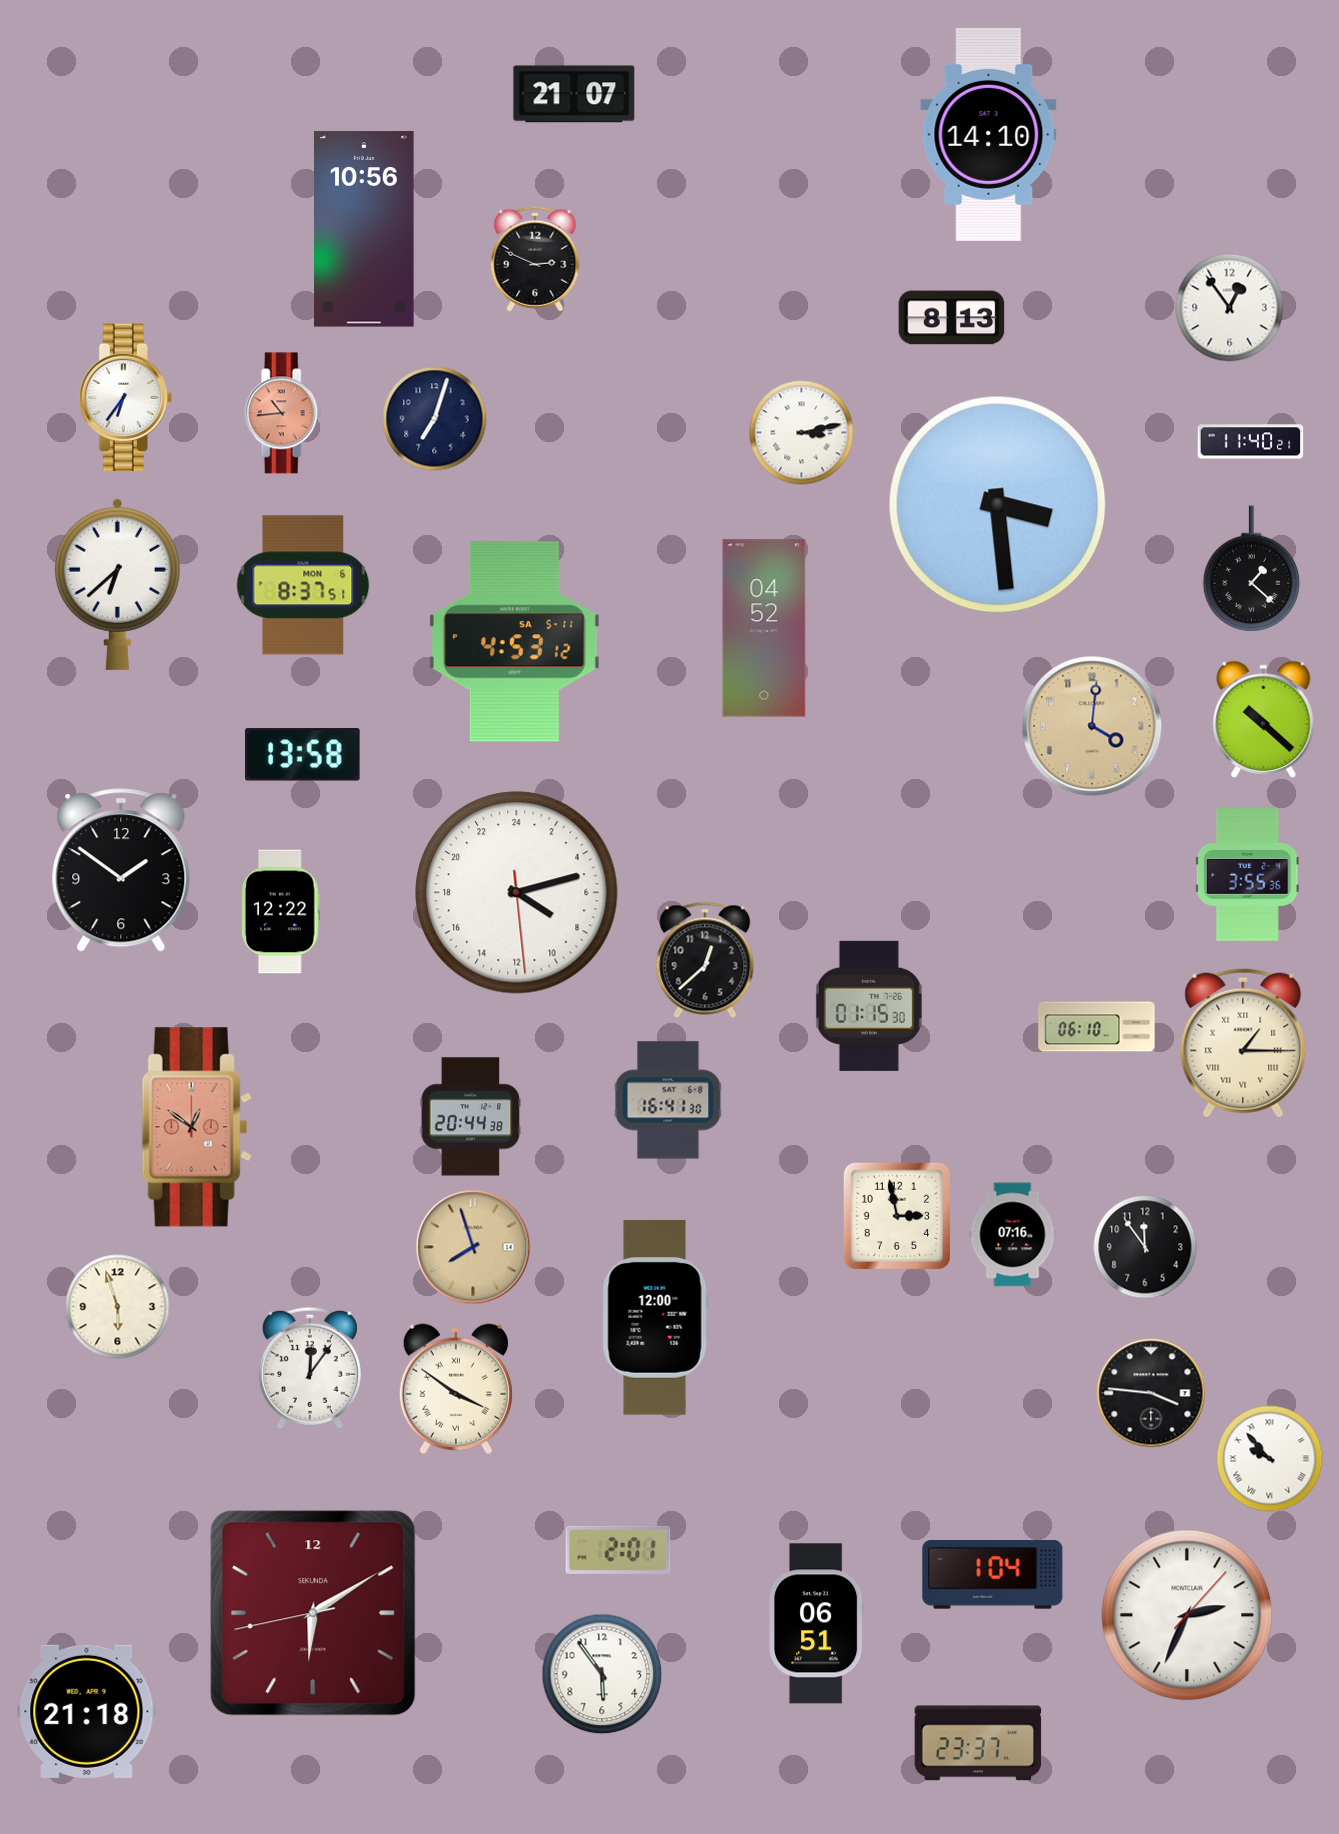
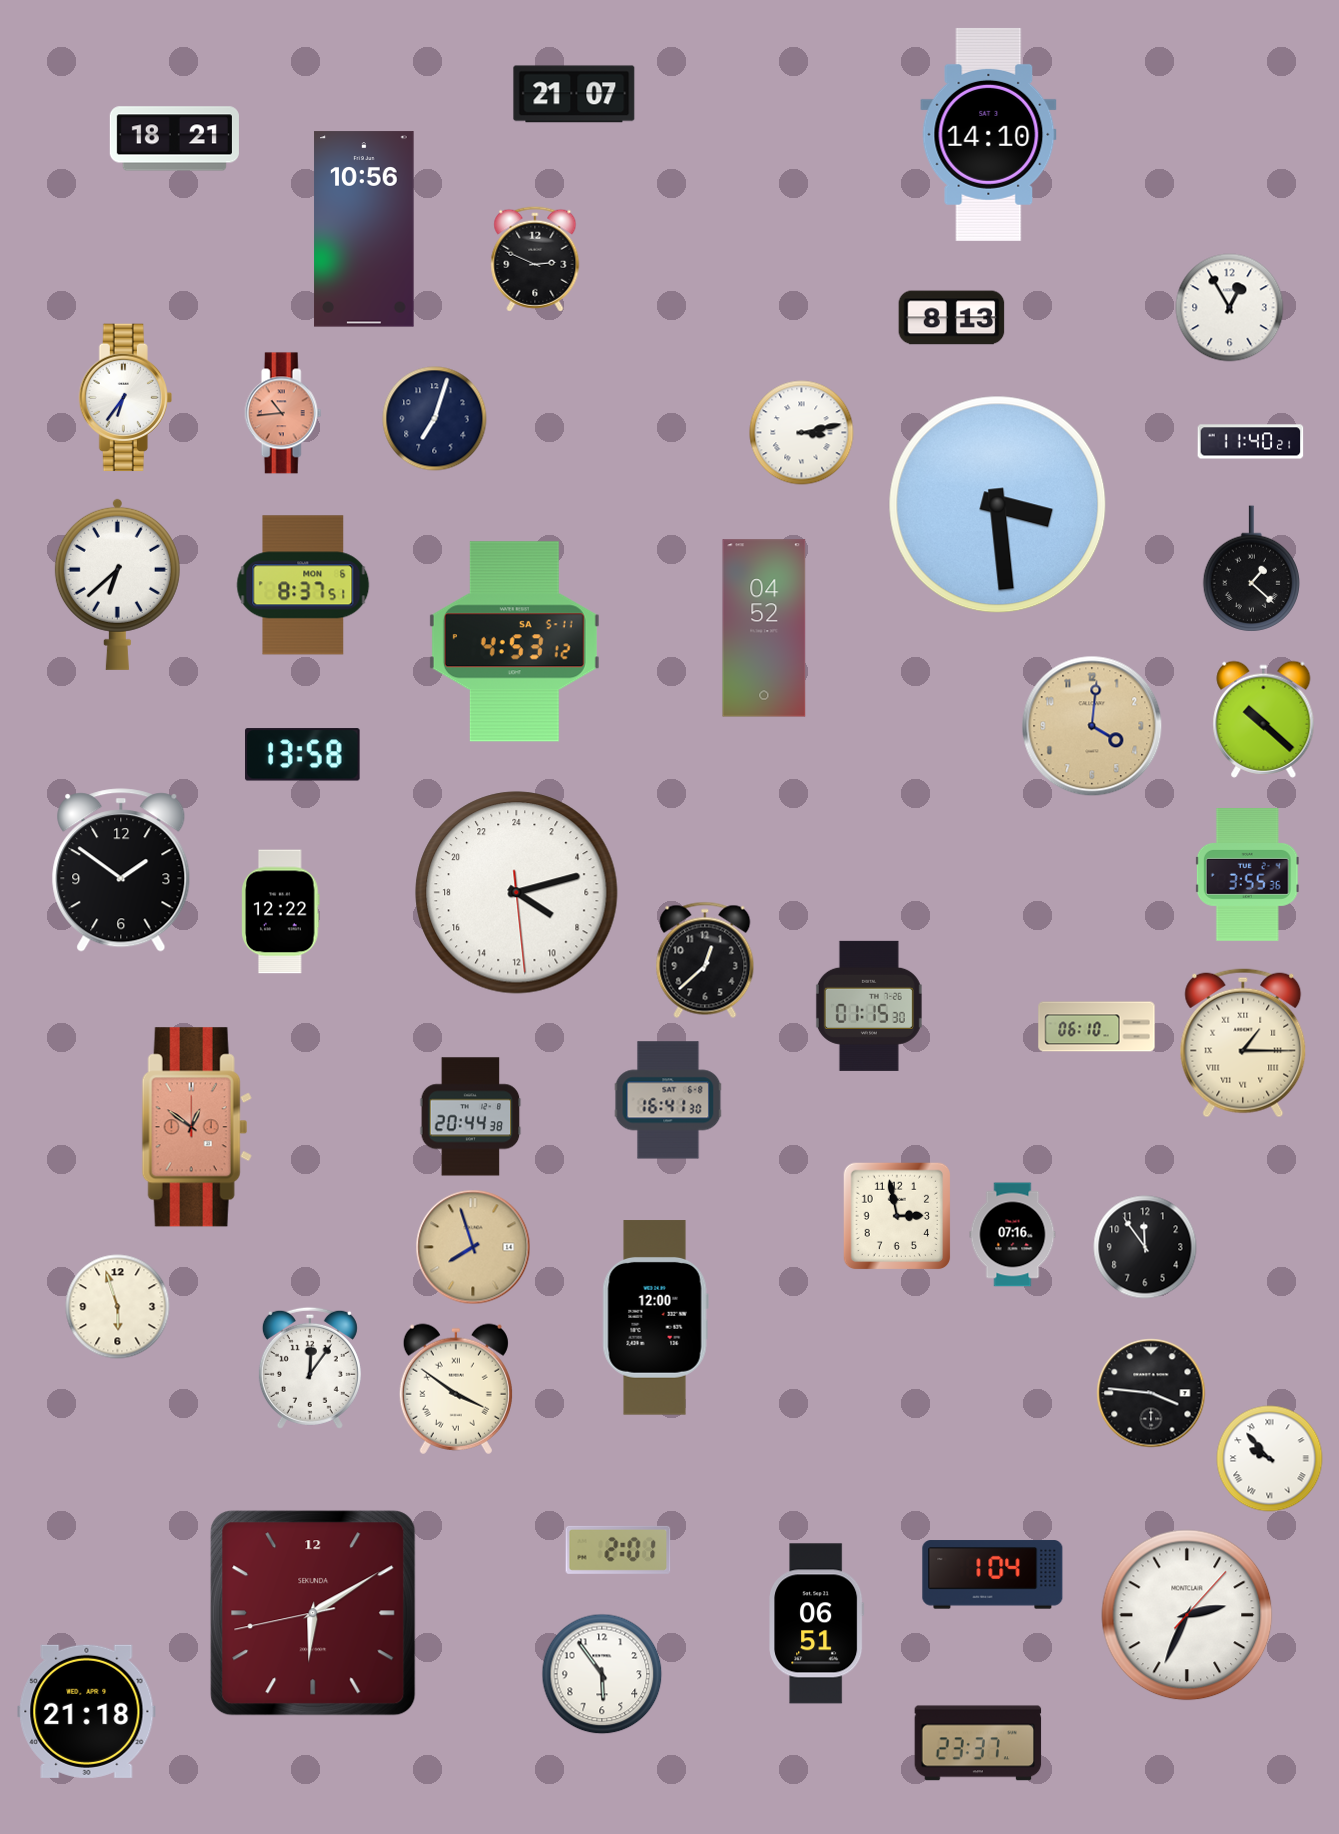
clock at (174, 139): none -> 18:21
clock at (1230, 308): 12:54 -> 12:55
